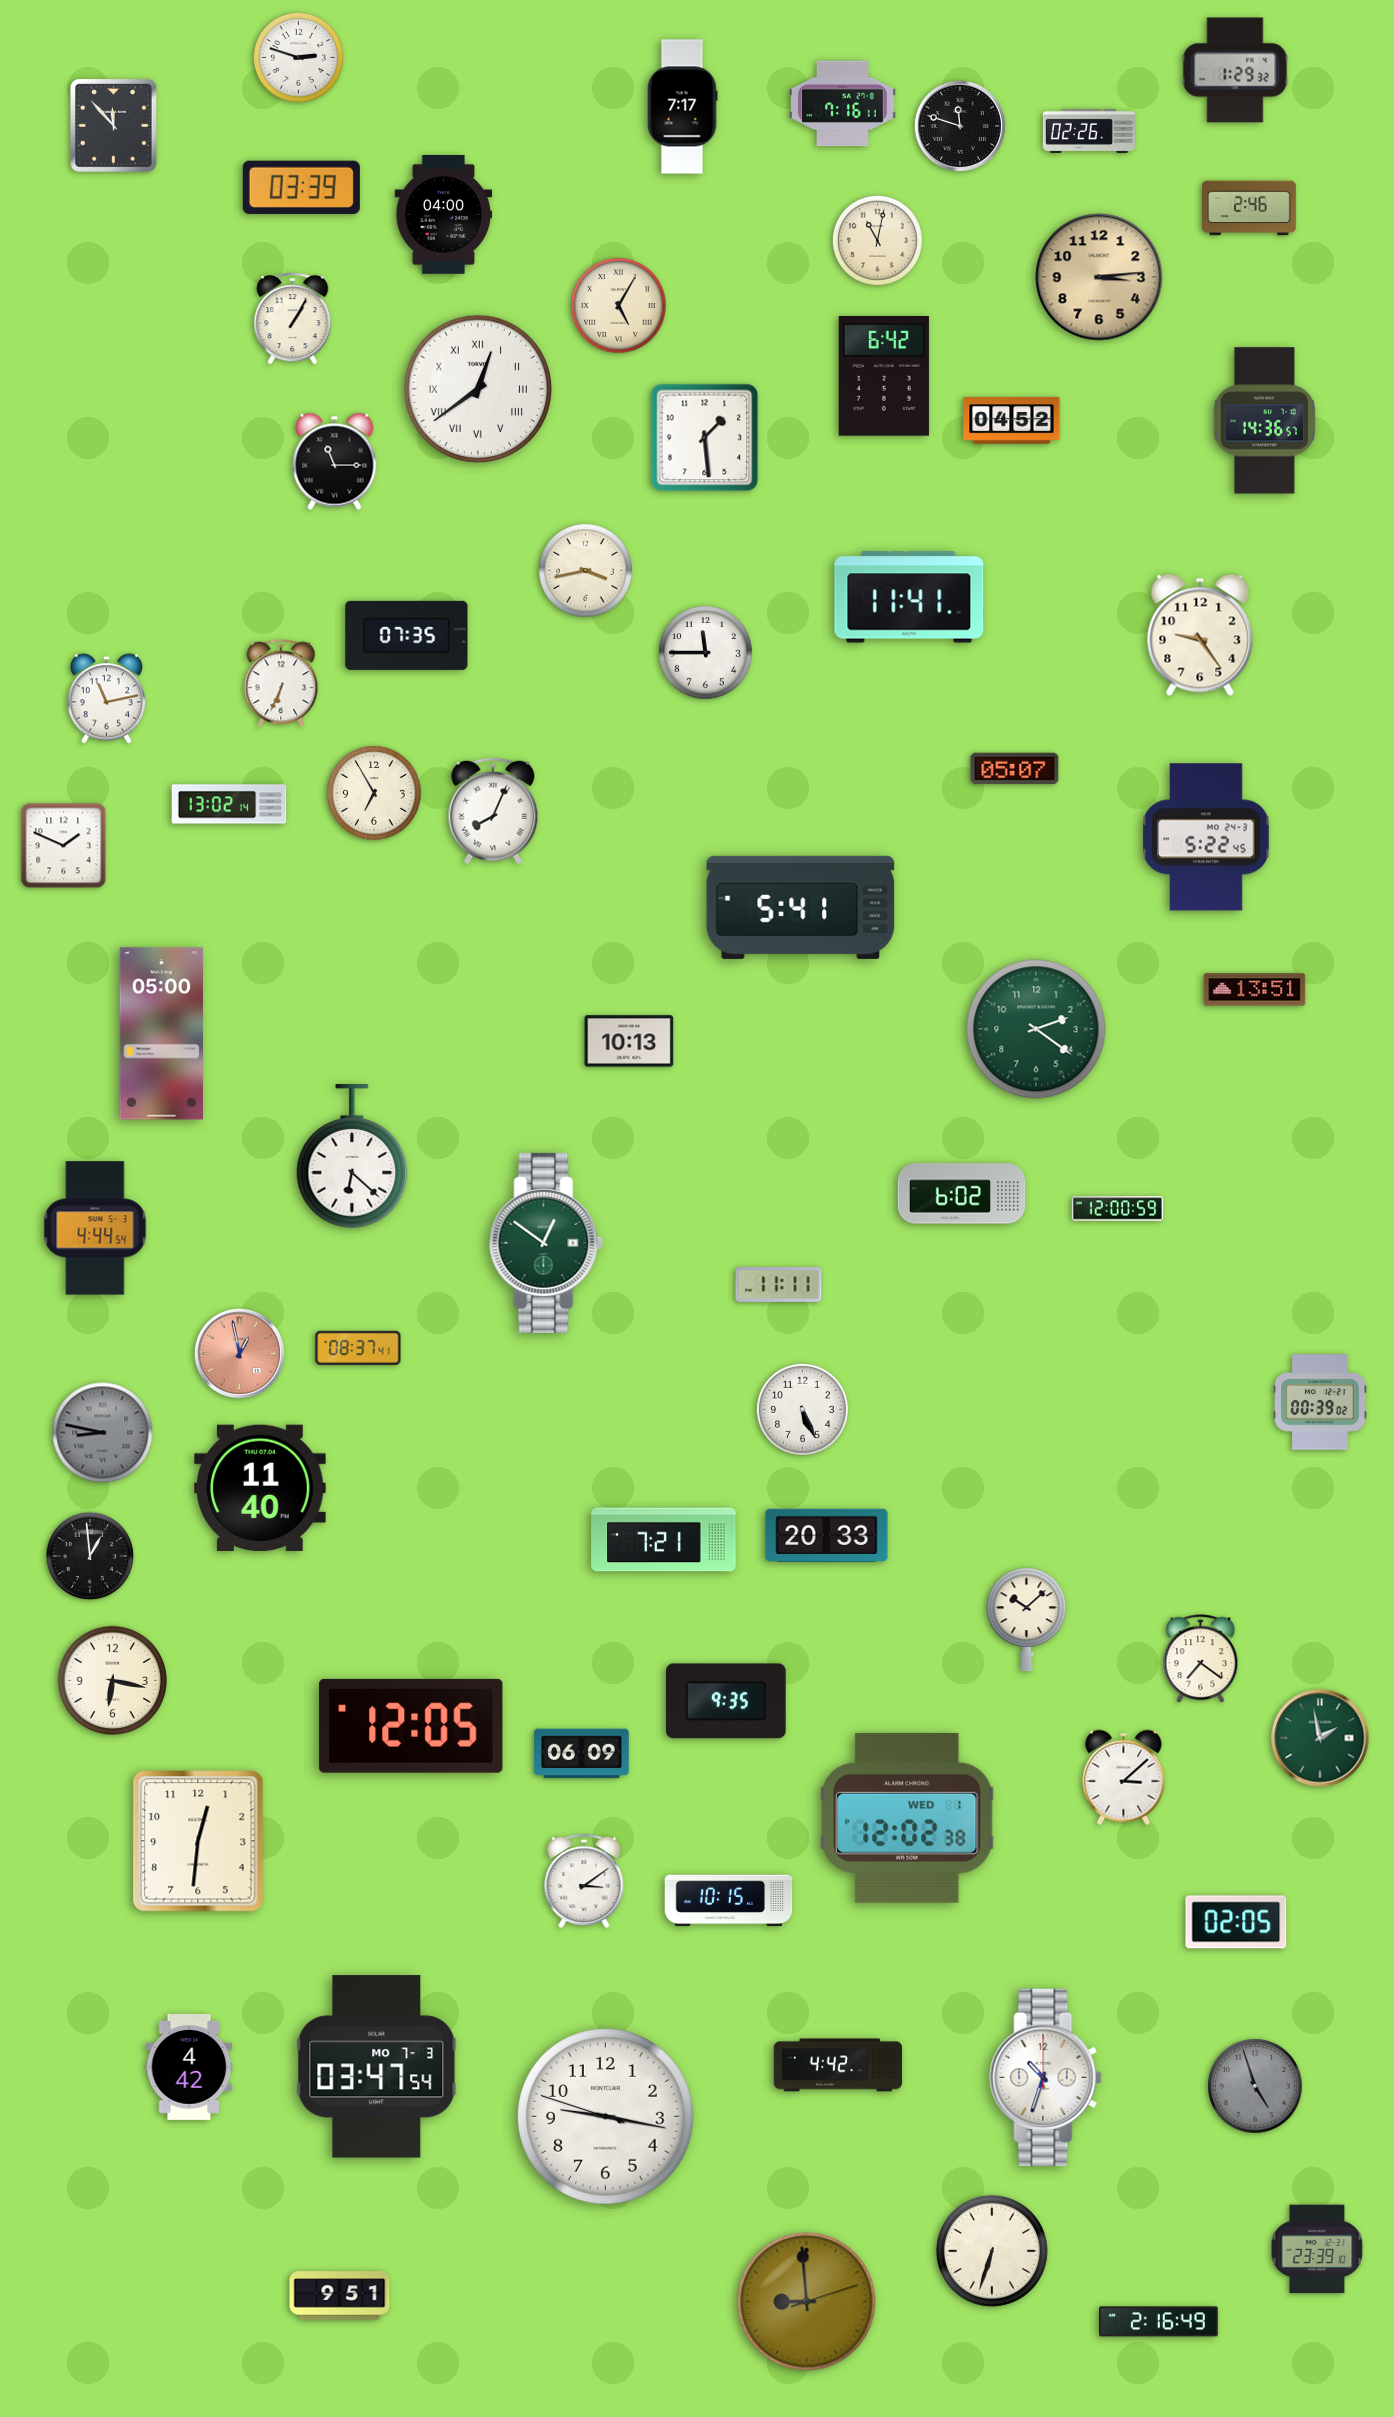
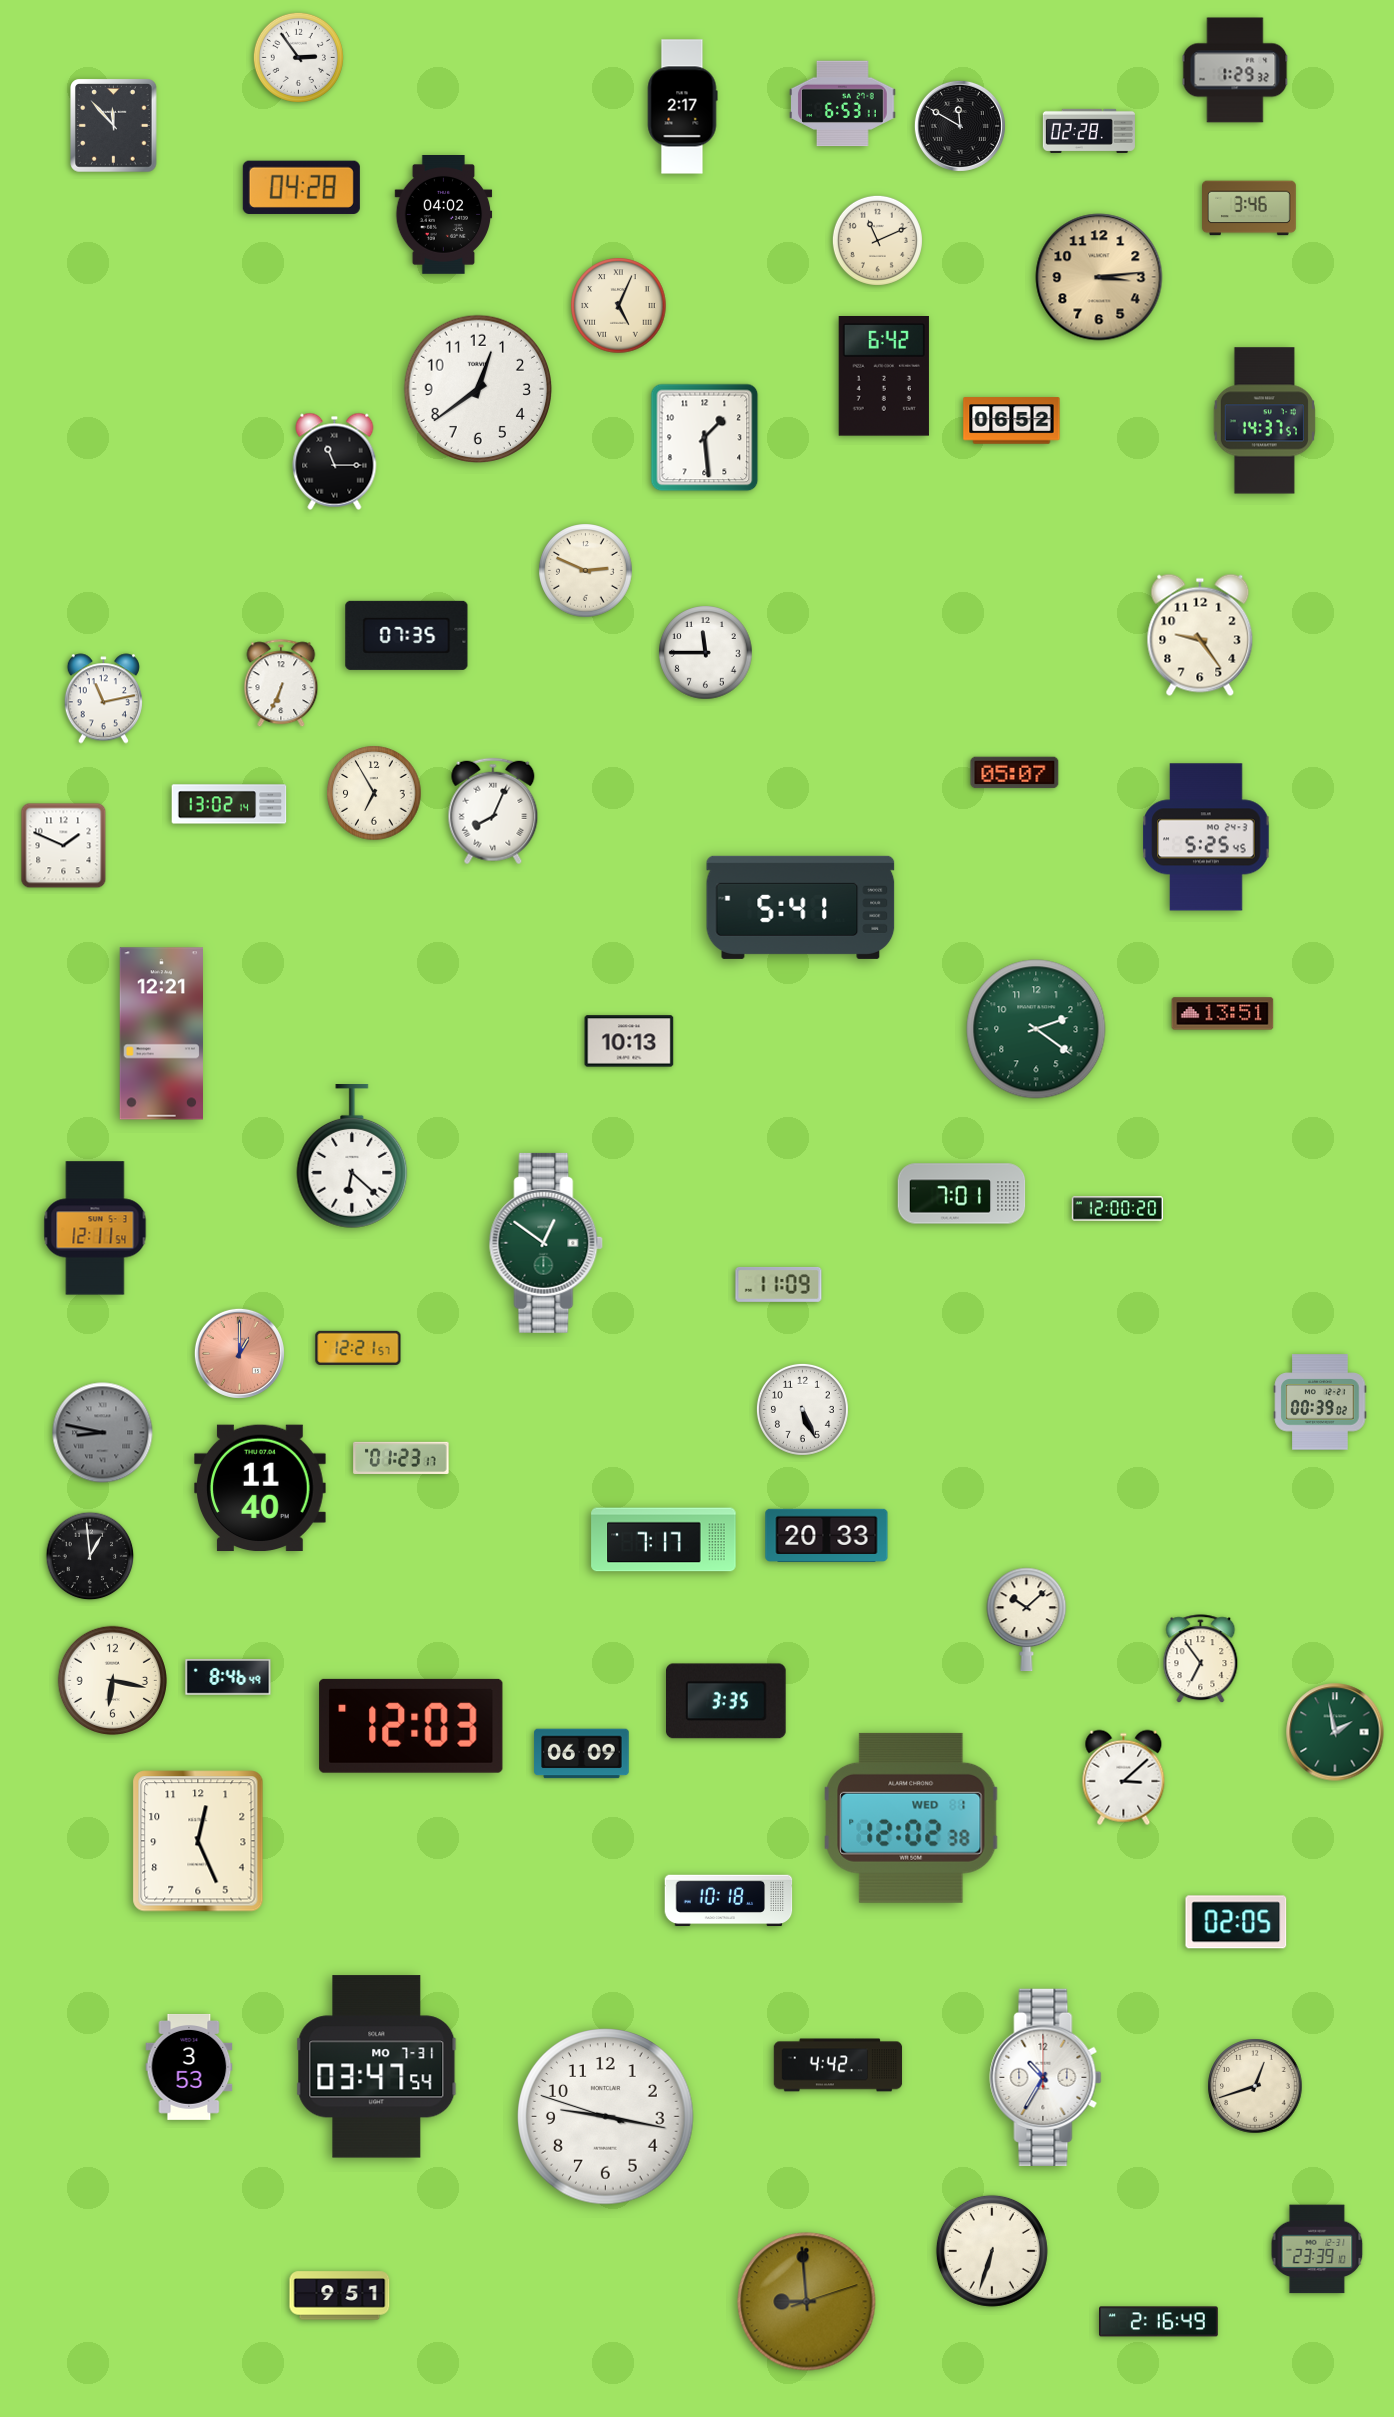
clock at (298, 57): 2:48 -> 2:54
clock at (843, 104): 7:16 -> 6:53
clock at (682, 107): 7:17 -> 2:17
clock at (960, 126): 11:48 -> 11:50
clock at (1089, 131): 02:26 -> 02:28
clock at (301, 187): 03:39 -> 04:28
clock at (1250, 208): 2:46 -> 3:46
clock at (444, 215): 04:00 -> 04:02
clock at (877, 240): 11:02 -> 11:11
clock at (619, 306): 5:05 -> 5:04
clock at (293, 319): 1:05 -> none
clock at (477, 388) numerals: Roman -> Arabic
clock at (1012, 421): 04:52 -> 06:52
clock at (1264, 421): 14:36 -> 14:37
clock at (586, 571): 3:43 -> 2:49
clock at (909, 597): 11:41 -> none
clock at (106, 699) position: (106, 699) -> (103, 699)
clock at (1015, 769) position: (1015, 769) -> (1015, 773)
clock at (1206, 837): 5:22 -> 5:25
clock at (1255, 990) position: (1255, 990) -> (1223, 1014)
clock at (161, 1034): 05:00 -> 12:21
clock at (962, 1194): 6:02 -> 7:01
clock at (1118, 1209): 12:00:59 -> 12:00:20
clock at (95, 1228): 4:44 -> 12:11
clock at (779, 1284): 11:11 -> 11:09
clock at (358, 1348): 08:37 -> 12:21
clock at (239, 1353): 12:58 -> 1:00
clock at (401, 1457): none -> 01:23
clock at (664, 1540): 7:21 -> 7:17
clock at (1201, 1659): 7:21 -> 6:54
clock at (228, 1678): none -> 8:46
clock at (726, 1701): 9:35 -> 3:35
clock at (411, 1726): 12:05 -> 12:03
clock at (1320, 1738) position: (1320, 1738) -> (1335, 1732)
clock at (907, 1818) position: (907, 1818) -> (911, 1818)
clock at (198, 1841): 12:31 -> 12:26
clock at (584, 1881): 3:09 -> none
clock at (729, 1901): 10:15 -> 10:18
clock at (189, 2067): 4:42 -> 3:53
clock at (377, 2067) date: MO 7-3 -> MO 7-31
clock at (1046, 2077): 10:33 -> 10:35
clock at (1255, 2086): 4:57 -> 12:42
clock at (1255, 2086) dial: grey -> cream
